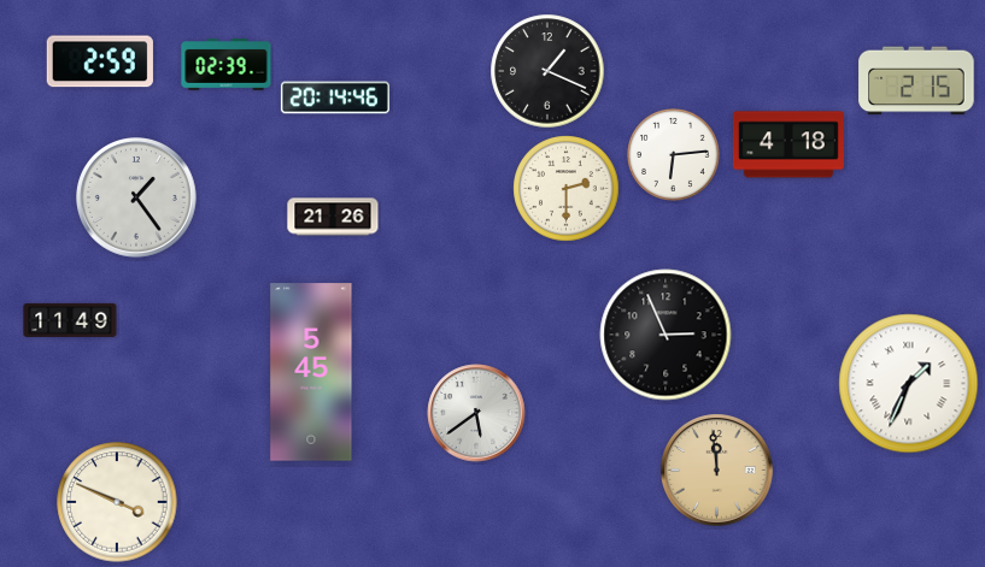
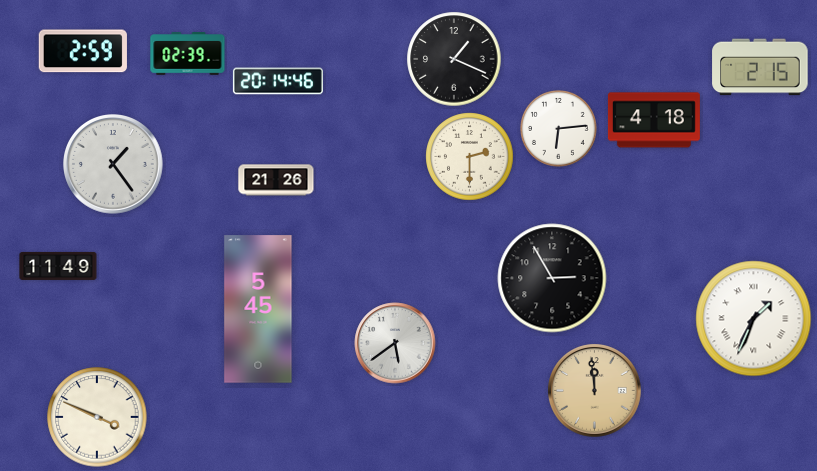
clock at (666, 335): 2:56 -> 2:55
